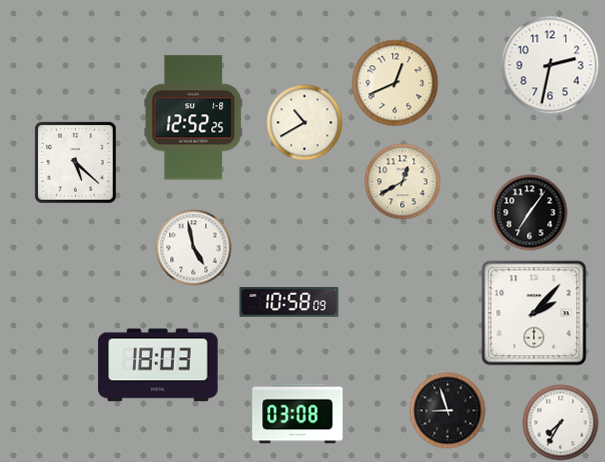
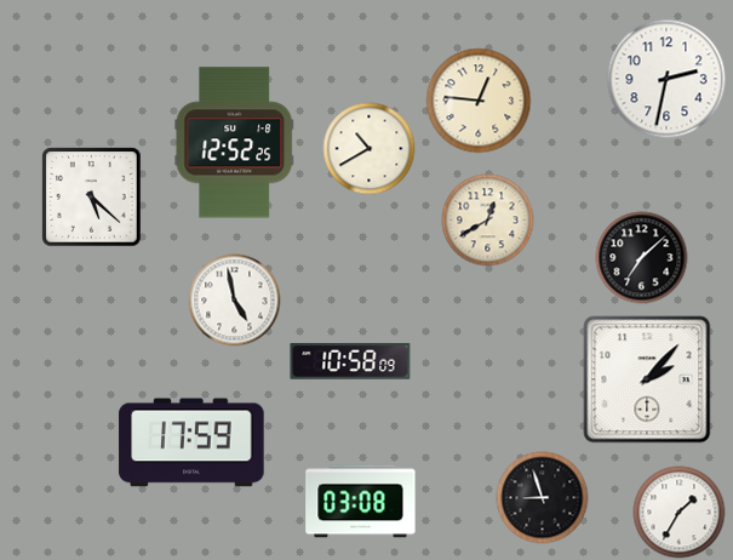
clock at (395, 83): 12:41 -> 12:46
clock at (530, 213): 7:06 -> 7:08
clock at (289, 302) position: (289, 302) -> (350, 361)
clock at (158, 365): 18:03 -> 17:59
clock at (561, 423): 7:35 -> 1:35
